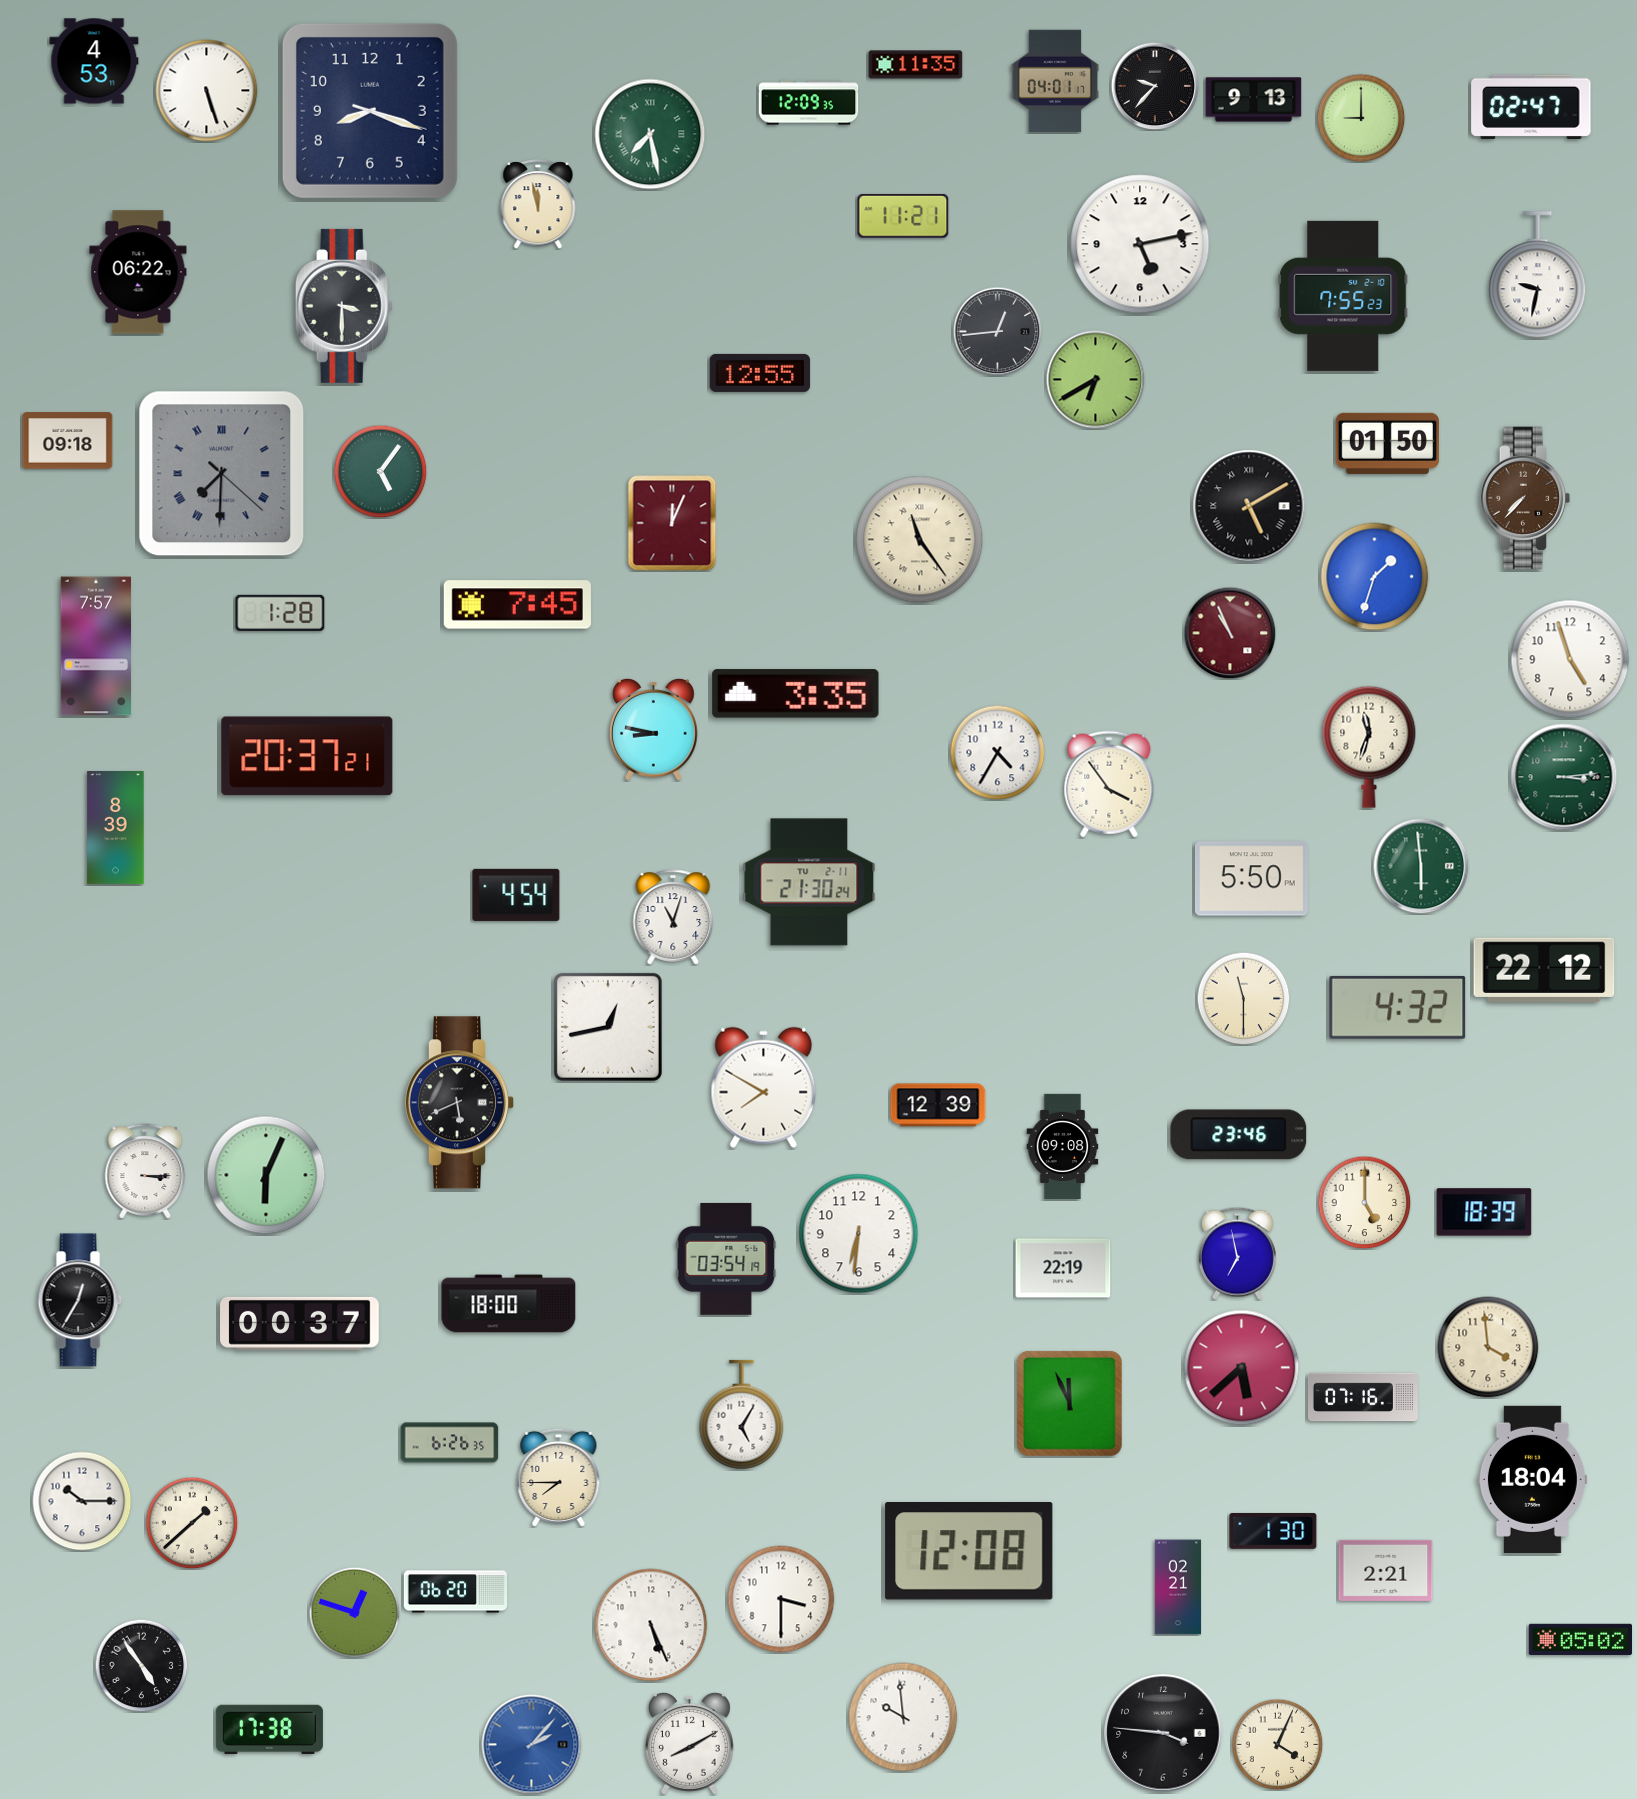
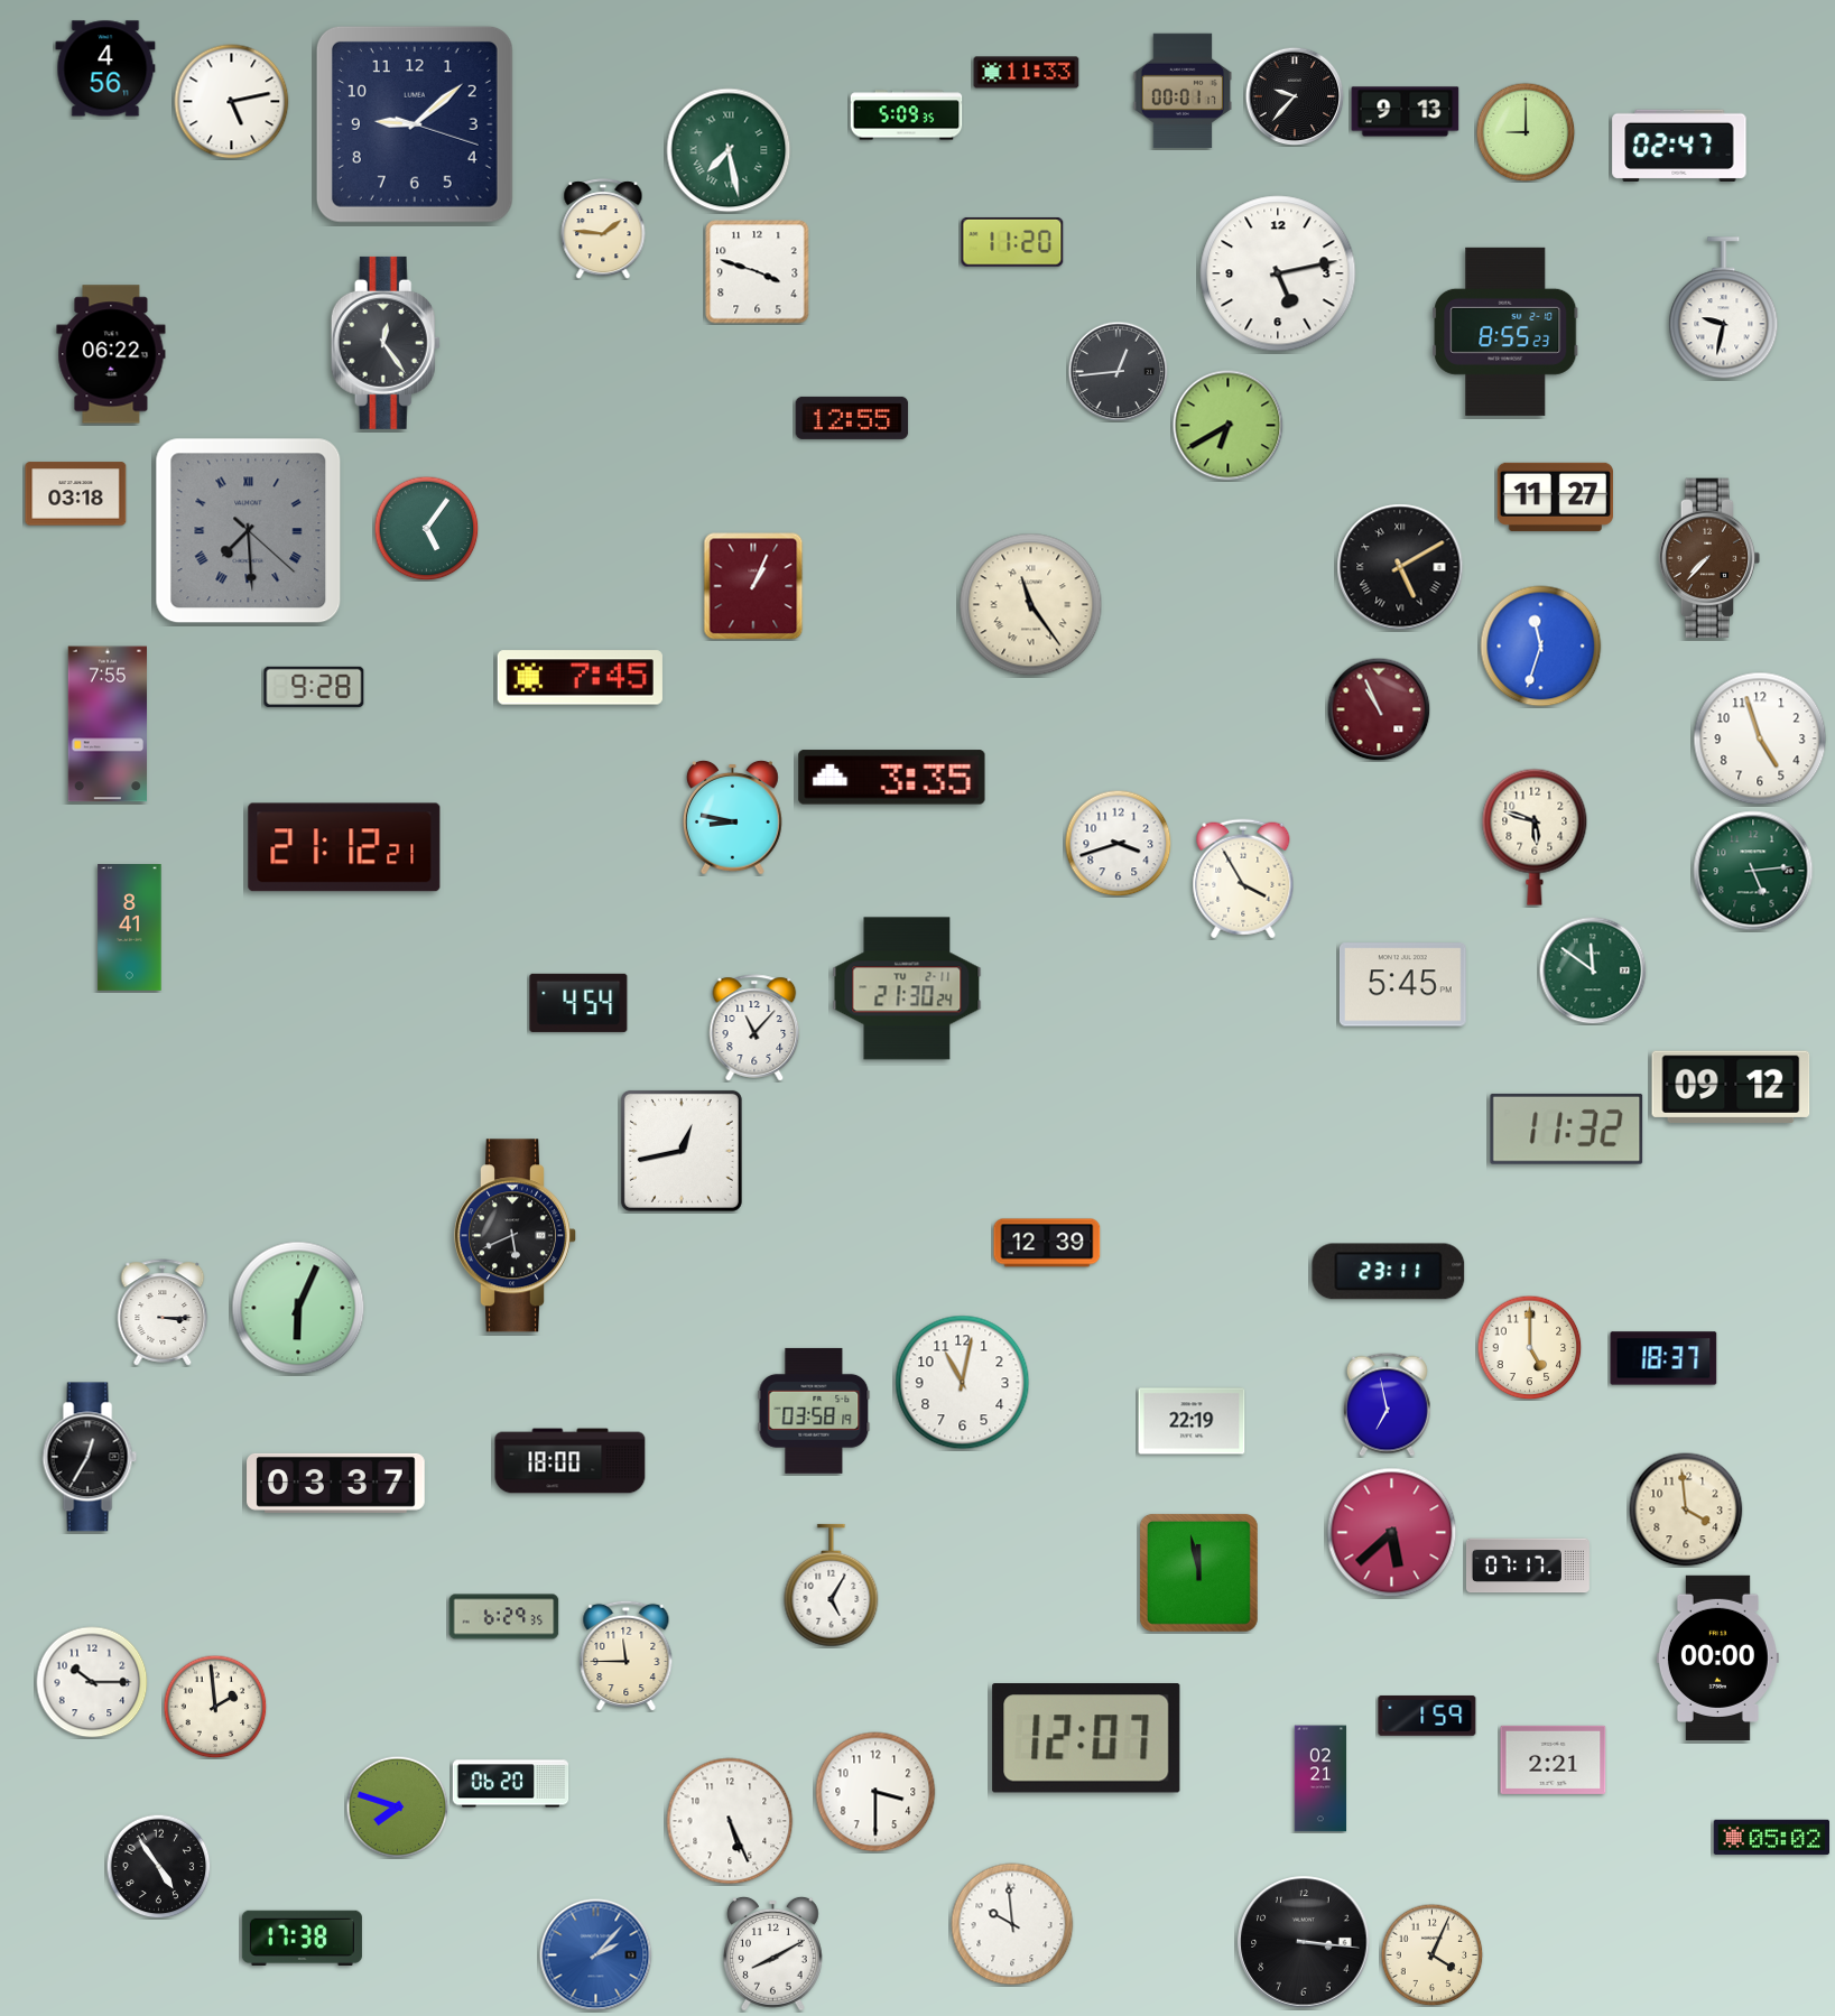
clock at (94, 61): 4:53 -> 4:56
clock at (916, 65): 11:35 -> 11:33
clock at (1054, 81): 04:01 -> 00:01
clock at (207, 91): 5:27 -> 5:13
clock at (809, 103): 12:09 -> 5:09
clock at (1531, 107) position: (1531, 107) -> (1679, 146)
clock at (370, 111): 8:18 -> 9:08
clock at (538, 204): 11:58 -> 1:46
clock at (903, 216): 11:21 -> 11:20
clock at (758, 272): none -> 3:48
clock at (138, 272) position: (138, 272) -> (111, 354)
clock at (1343, 296): 7:55 -> 8:55
clock at (344, 306): 3:30 -> 12:24
clock at (68, 441): 09:18 -> 03:18
clock at (1387, 443): 01:50 -> 11:27
clock at (222, 474): 7:30 -> 7:29
clock at (672, 523): 12:04 -> 1:04
clock at (1375, 577): 1:33 -> 11:33
clock at (280, 613): 1:28 -> 9:28
clock at (95, 646): 7:57 -> 7:55
clock at (1369, 747): 11:33 -> 5:48
clock at (997, 752): 4:35 -> 3:42
clock at (307, 756): 20:37 -> 21:12
clock at (1564, 777): 3:14 -> 5:14
clock at (1109, 784): 3:54 -> 3:55
clock at (116, 828): 8:39 -> 8:41
clock at (1421, 866): 5:59 -> 11:51
clock at (1251, 879): 5:50 -> 5:45
clock at (673, 917): 11:03 -> 11:07
clock at (1544, 969): 22:12 -> 09:12
clock at (1243, 998): 11:30 -> none
clock at (1398, 1007): 4:32 -> 11:32
clock at (764, 1088): 7:50 -> none
clock at (938, 1105) position: (938, 1105) -> (1047, 1243)
clock at (1239, 1135): 23:46 -> 23:11
clock at (1063, 1146): 09:08 -> none
clock at (266, 1175) position: (266, 1175) -> (298, 1308)
clock at (1484, 1212): 18:39 -> 18:37
clock at (859, 1234): 6:31 -> 11:02
clock at (726, 1259): 03:54 -> 03:58
clock at (300, 1323): 00:37 -> 03:37
clock at (1488, 1347) position: (1488, 1347) -> (1686, 1509)
clock at (1363, 1397): 07:16 -> 07:17
clock at (1069, 1403): 11:56 -> 11:58
clock at (450, 1443): 6:26 -> 6:29
clock at (559, 1477): 7:45 -> 11:45
clock at (1532, 1479): 18:04 -> 00:00
clock at (192, 1523): 1:38 -> 1:59
clock at (1273, 1531): 1:30 -> 1:59
clock at (969, 1552): 12:08 -> 12:07
clock at (354, 1612): 12:48 -> 7:48
clock at (1163, 1733): 3:46 -> 3:16
